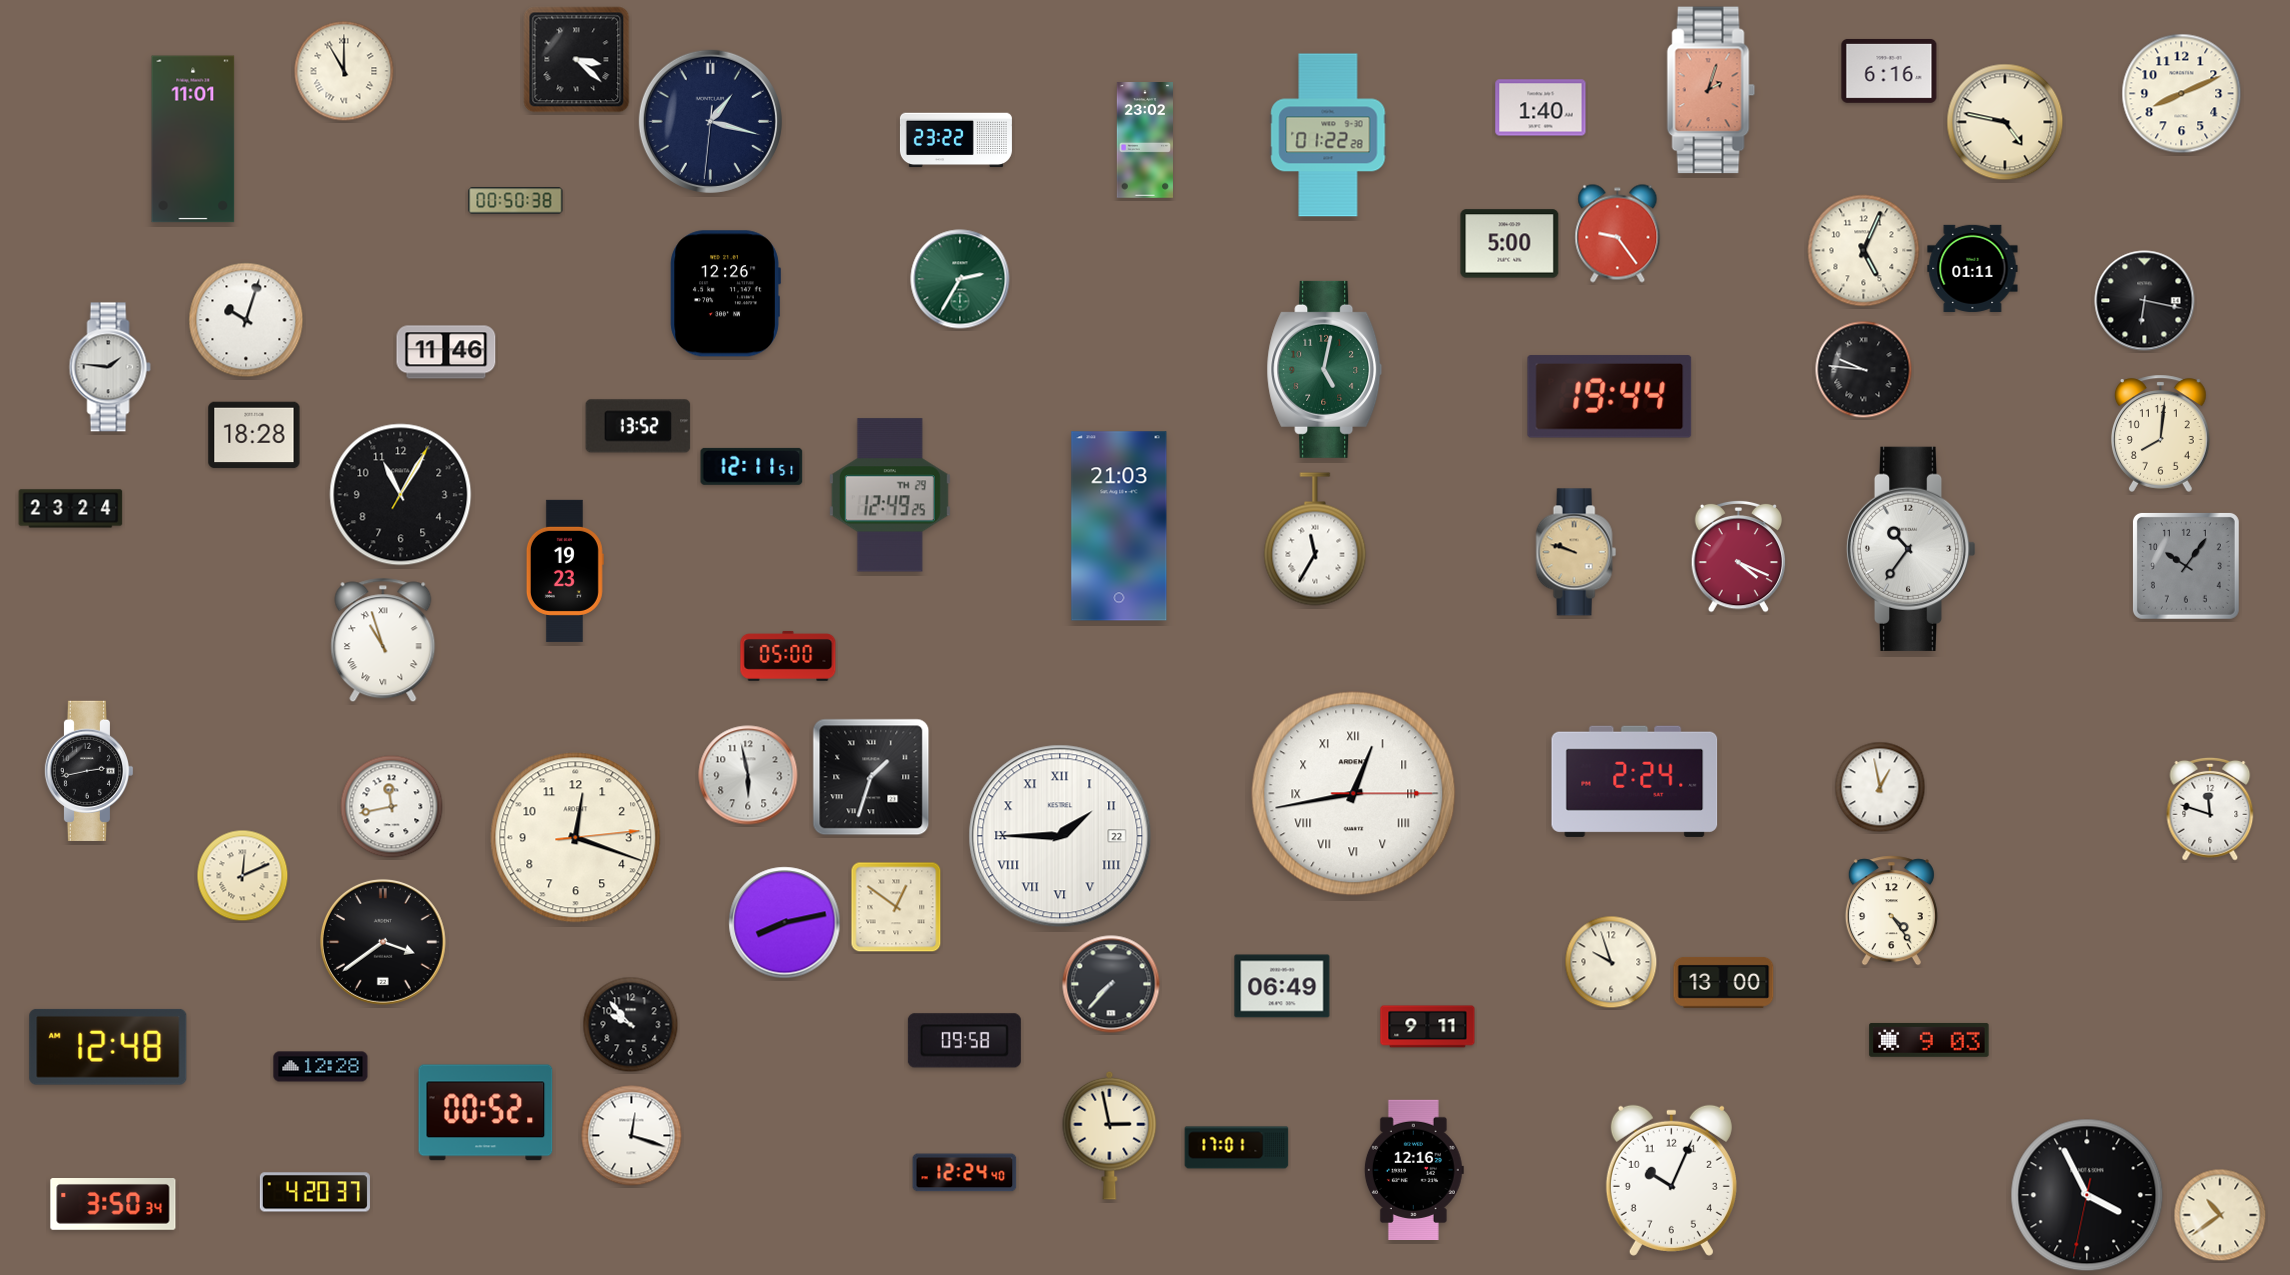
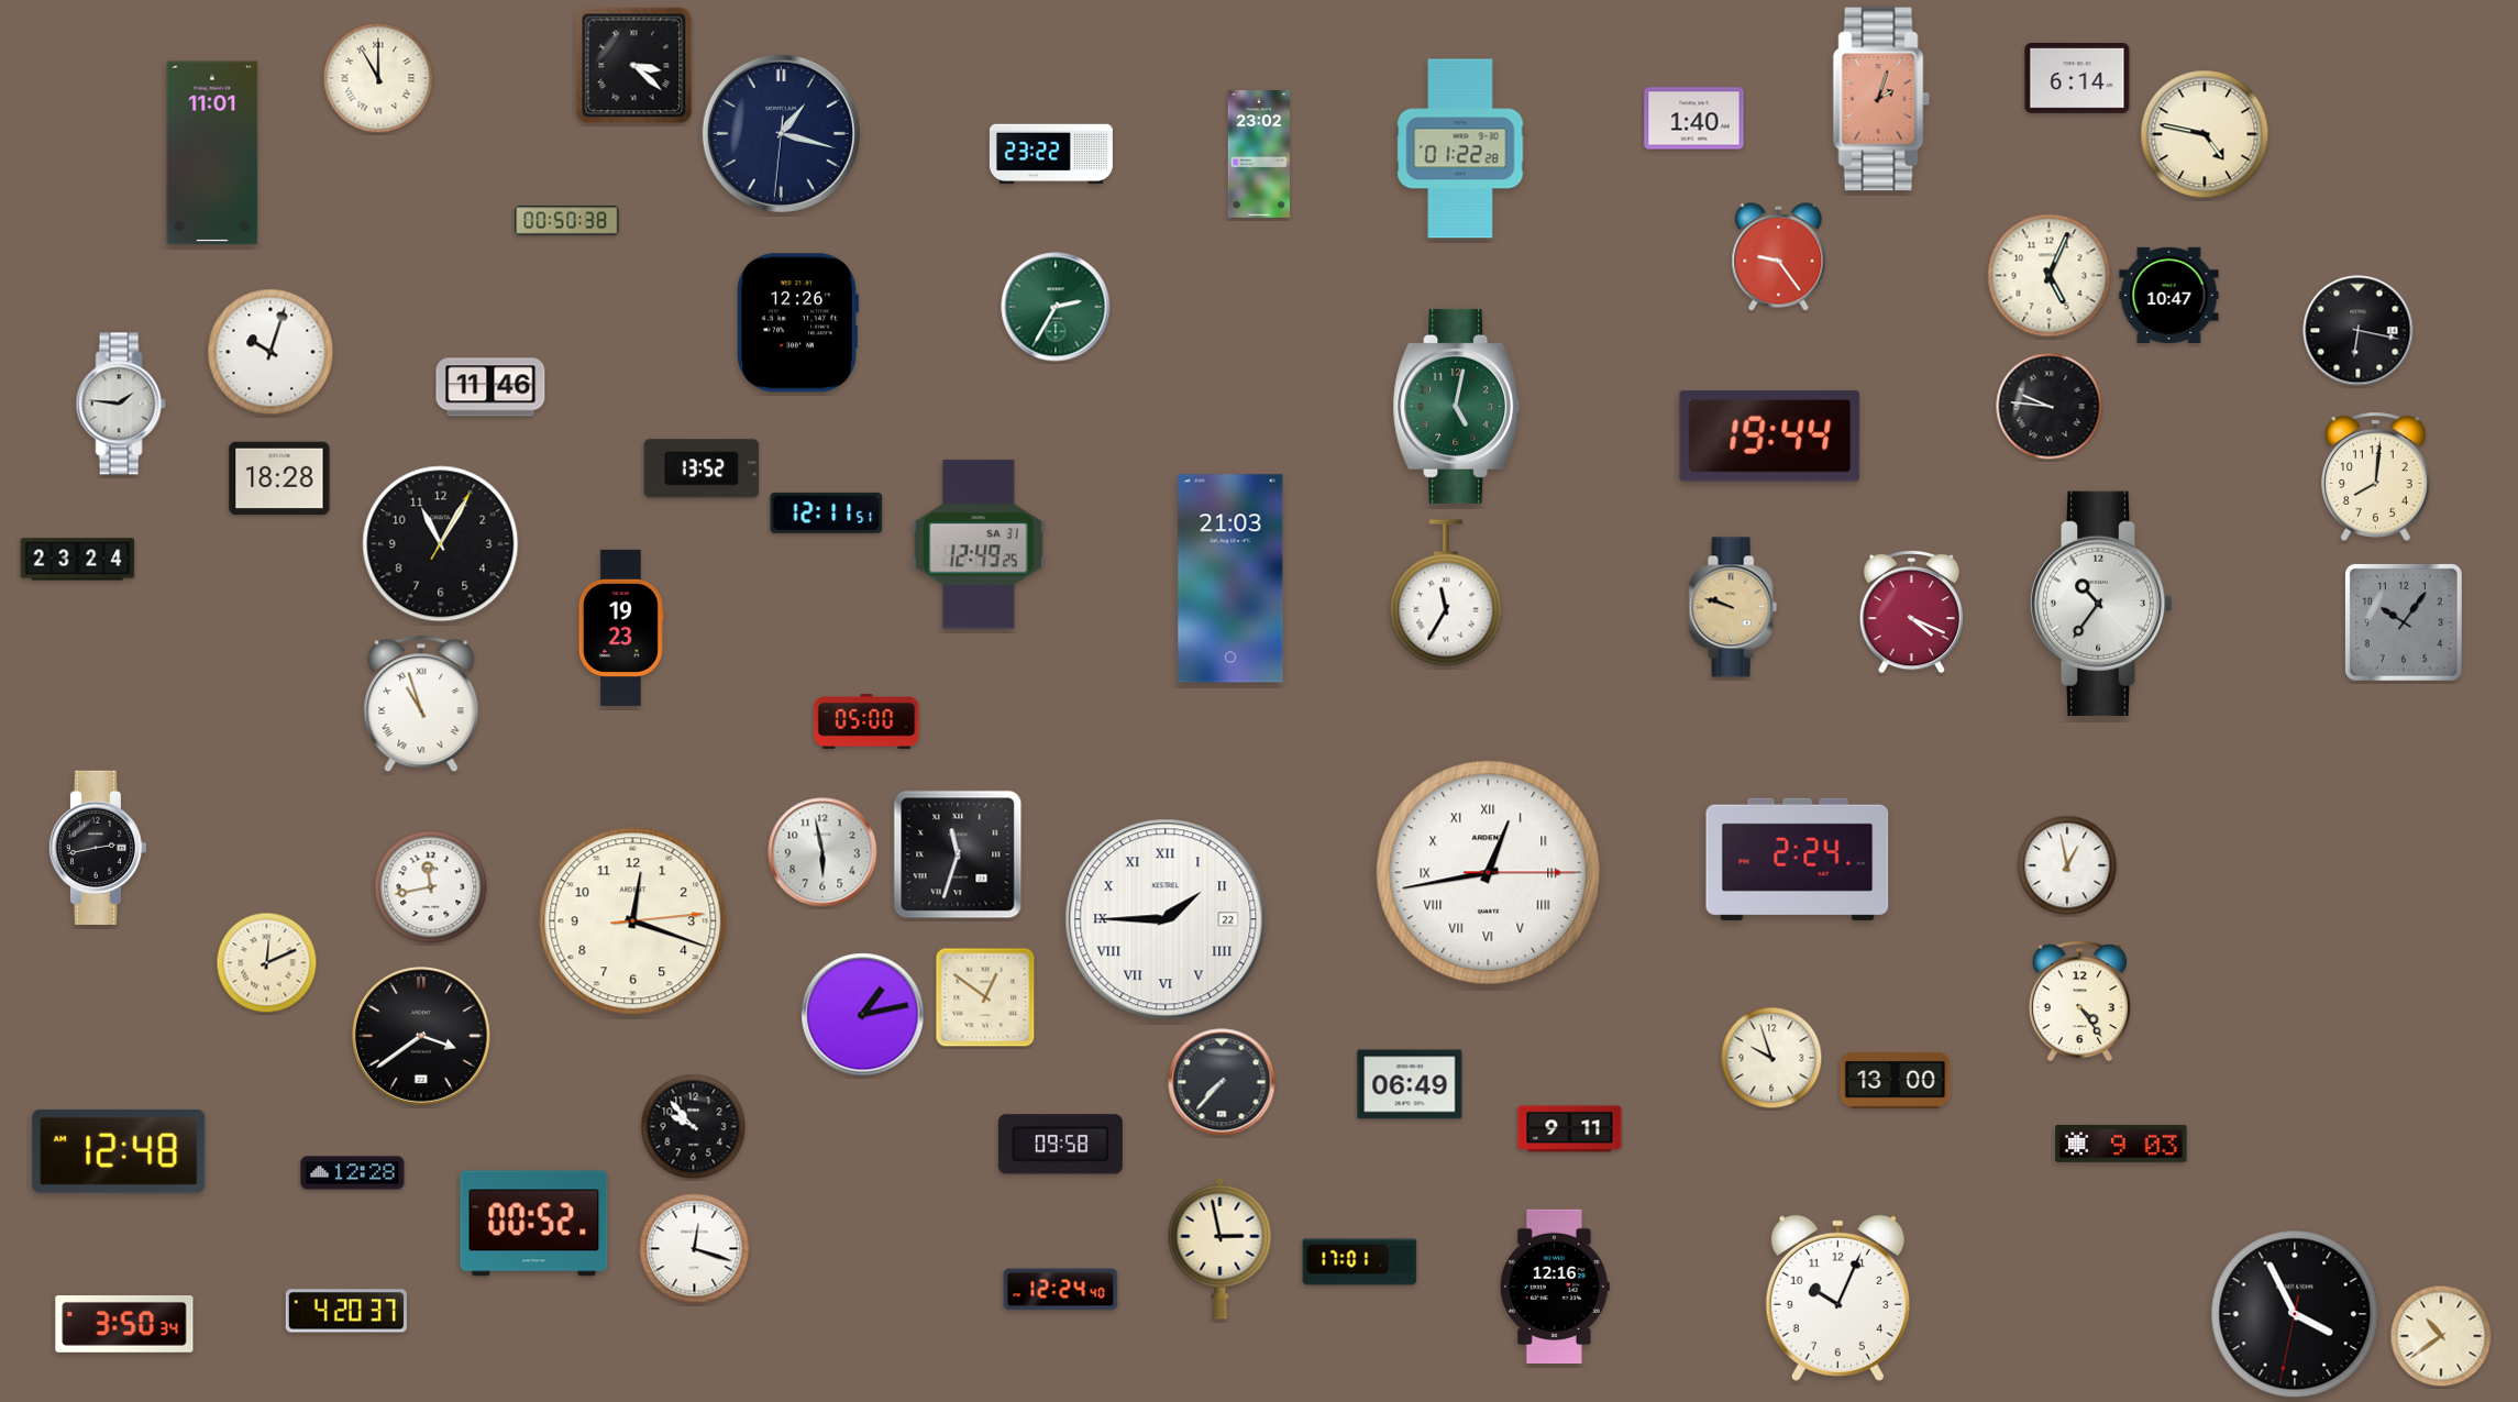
clock at (1889, 71): 6:16 -> 6:14
clock at (2182, 94): 8:11 -> none
clock at (1510, 244): 5:00 -> none
clock at (1973, 268): 01:11 -> 10:47
clock at (890, 495) date: TH 29 -> SA 31
clock at (871, 777): 1:33 -> 11:33
clock at (2210, 809): 11:48 -> none
clock at (785, 923): 8:13 -> 1:13
